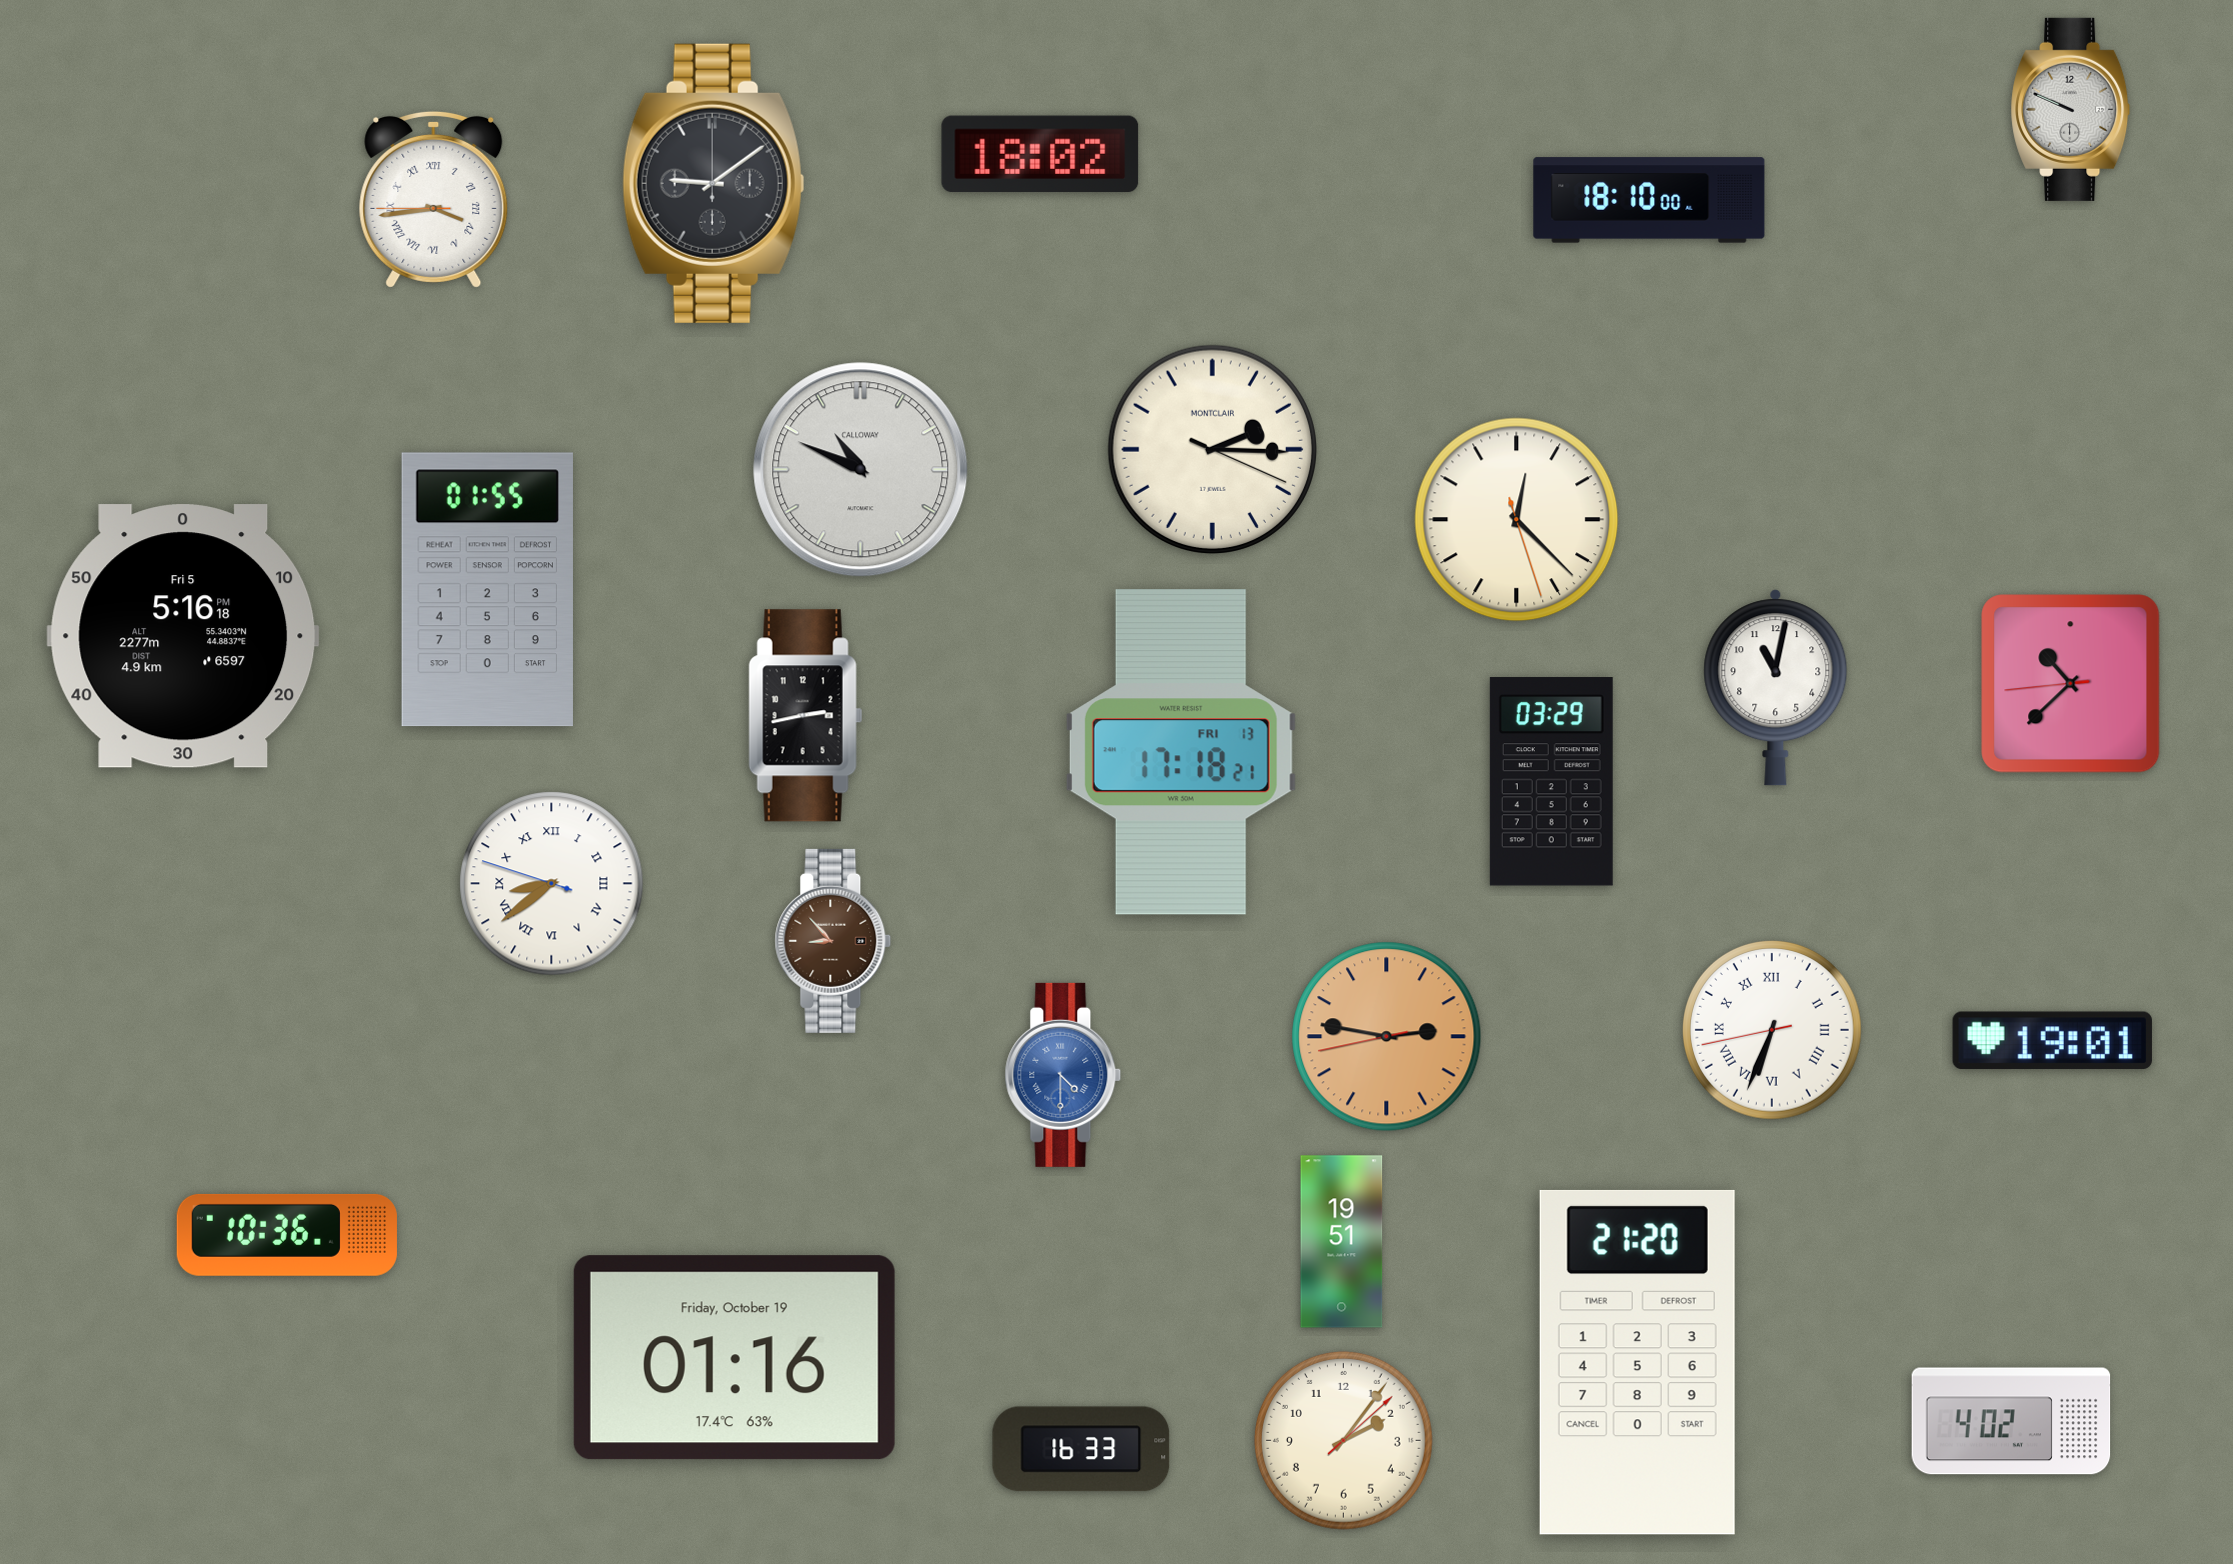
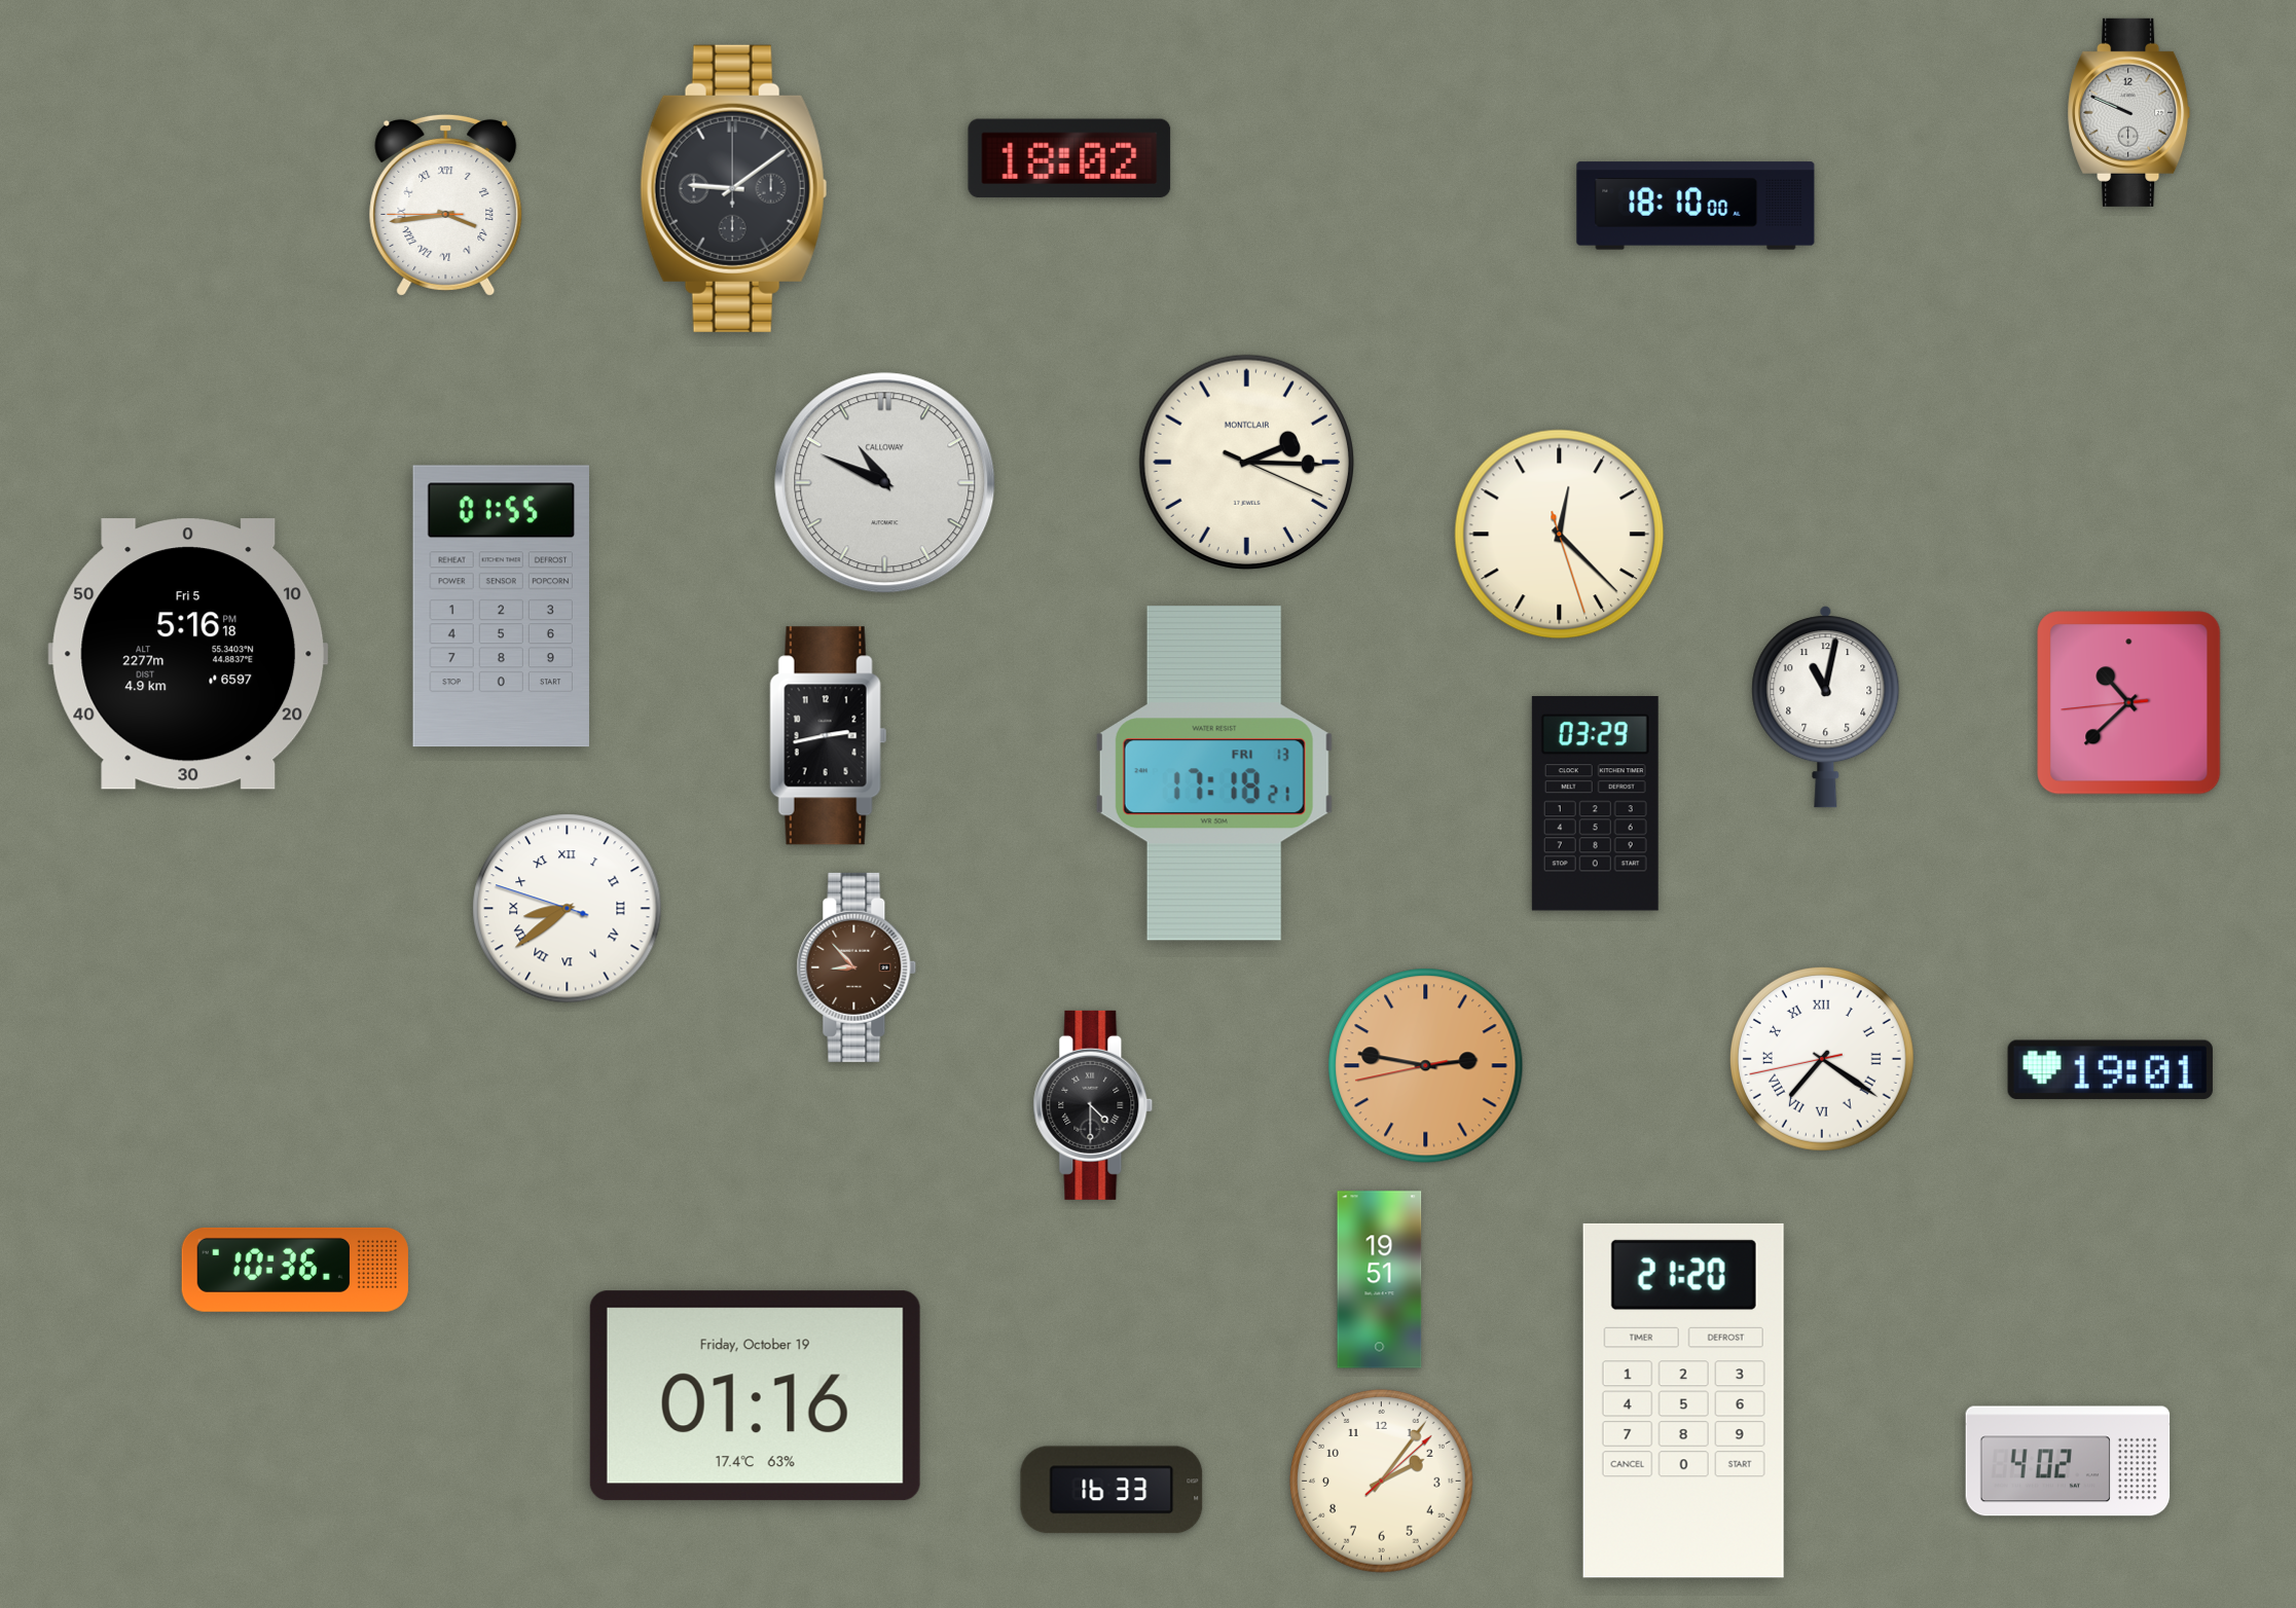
clock at (1772, 1030): 6:33 -> 7:20
clock at (1063, 1075) dial: blue -> black
clock at (1342, 1242) position: (1342, 1242) -> (1380, 1280)
